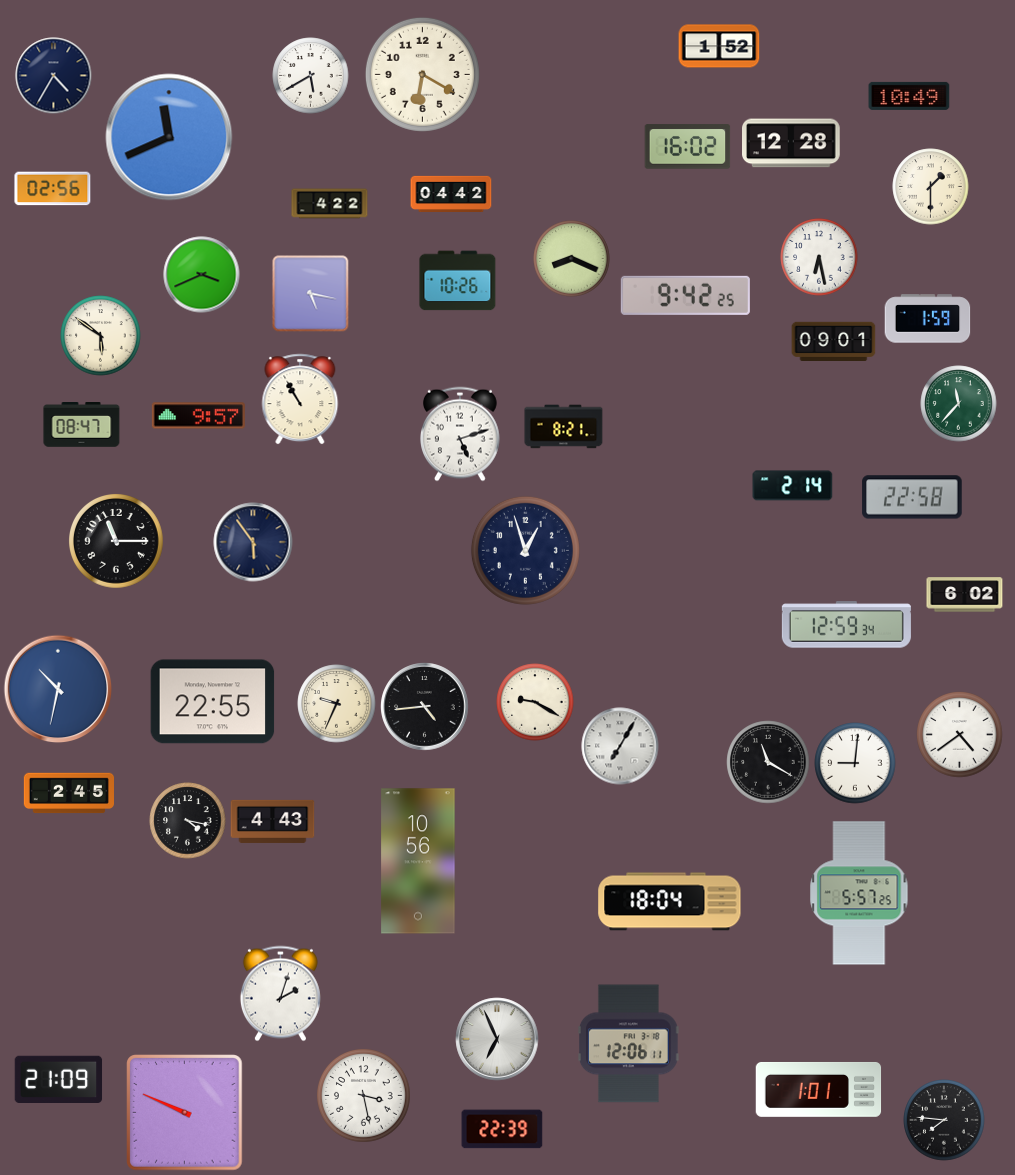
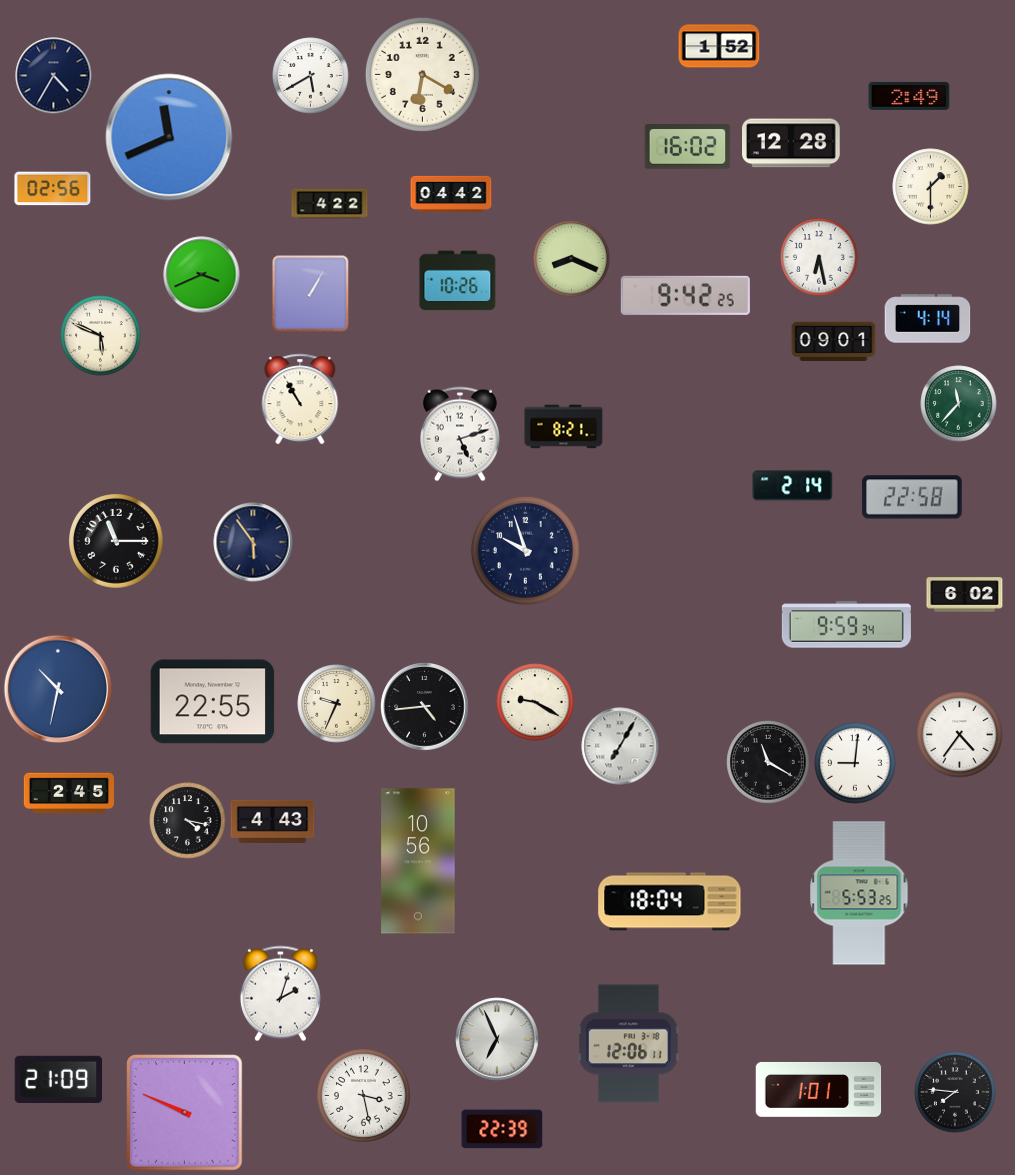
clock at (909, 96): 10:49 -> 2:49
clock at (311, 294): 5:17 -> 1:05
clock at (928, 319): 1:59 -> 4:14
clock at (101, 336): 5:51 -> 5:49
clock at (198, 416): 9:57 -> none
clock at (82, 425): 08:47 -> none
clock at (525, 550): 12:57 -> 9:57
clock at (846, 625): 12:59 -> 9:59
clock at (960, 735): 4:39 -> 4:36
clock at (859, 893): 5:57 -> 5:53
clock at (944, 1120) position: (944, 1120) -> (955, 1092)
